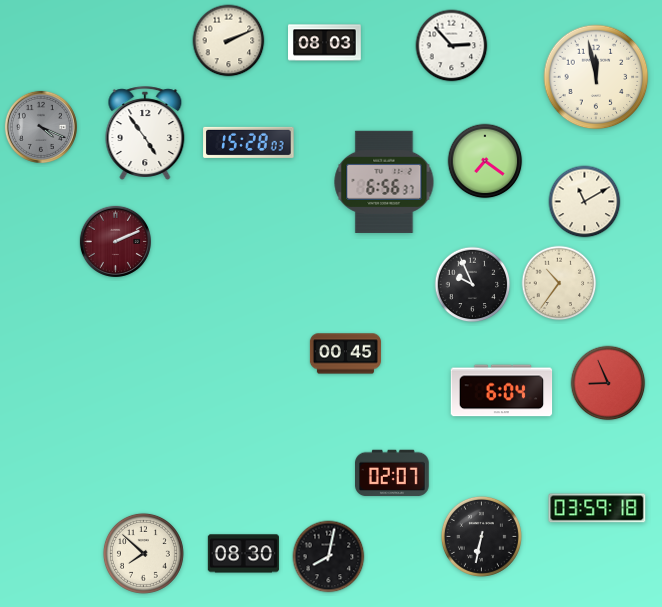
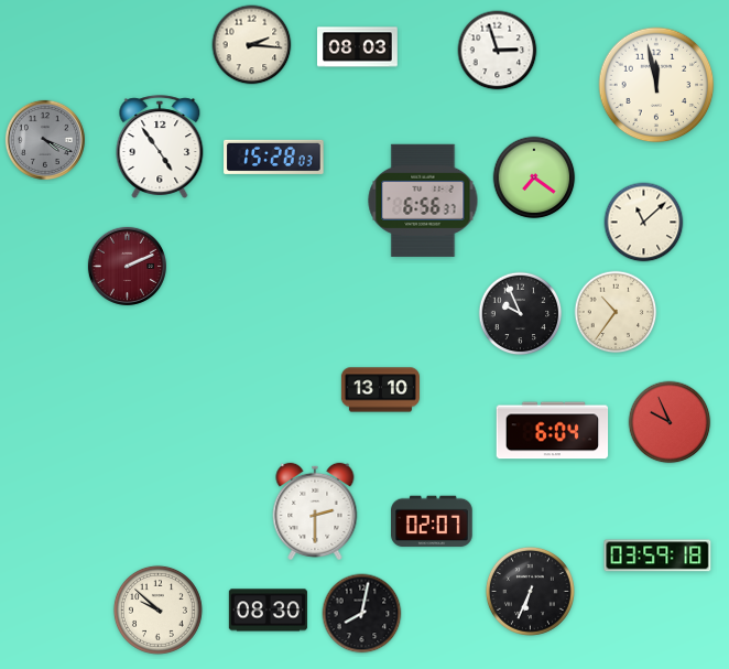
clock at (229, 41): 2:11 -> 2:16
clock at (452, 46): 2:53 -> 2:57
clock at (585, 202): 11:10 -> 11:08
clock at (345, 354): 00:45 -> 13:10
clock at (608, 383): 8:56 -> 9:56
clock at (315, 511): none -> 2:30
clock at (597, 508) position: (597, 508) -> (657, 555)
clock at (481, 536): 6:32 -> 6:34
clock at (143, 553): 7:52 -> 9:52
